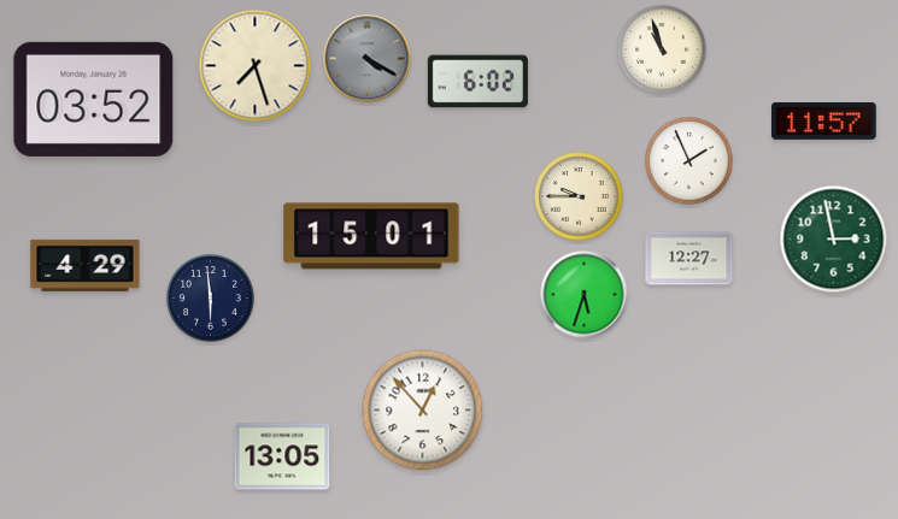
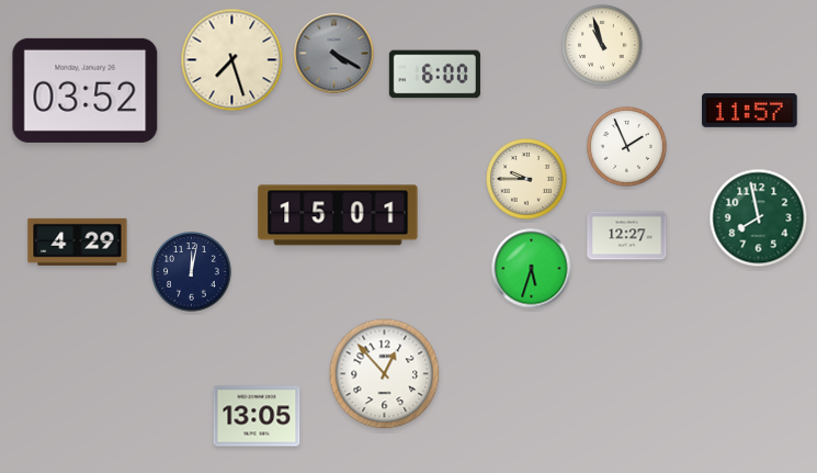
clock at (477, 82): 6:02 -> 6:00
clock at (834, 240): 2:58 -> 7:58
clock at (211, 299): 5:59 -> 12:02
